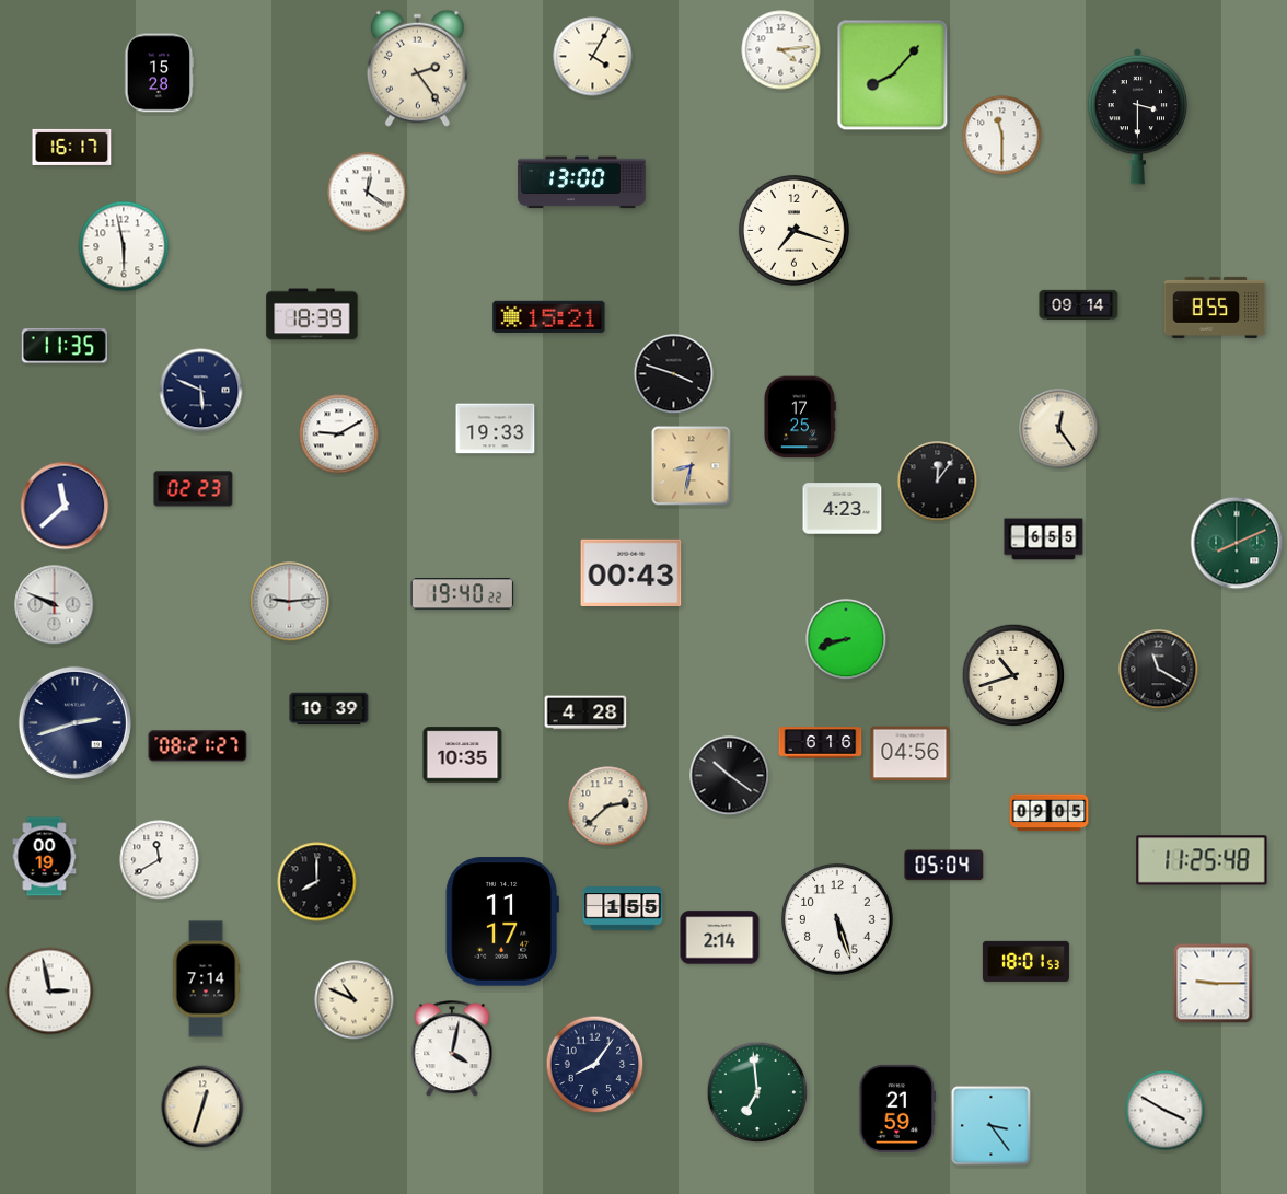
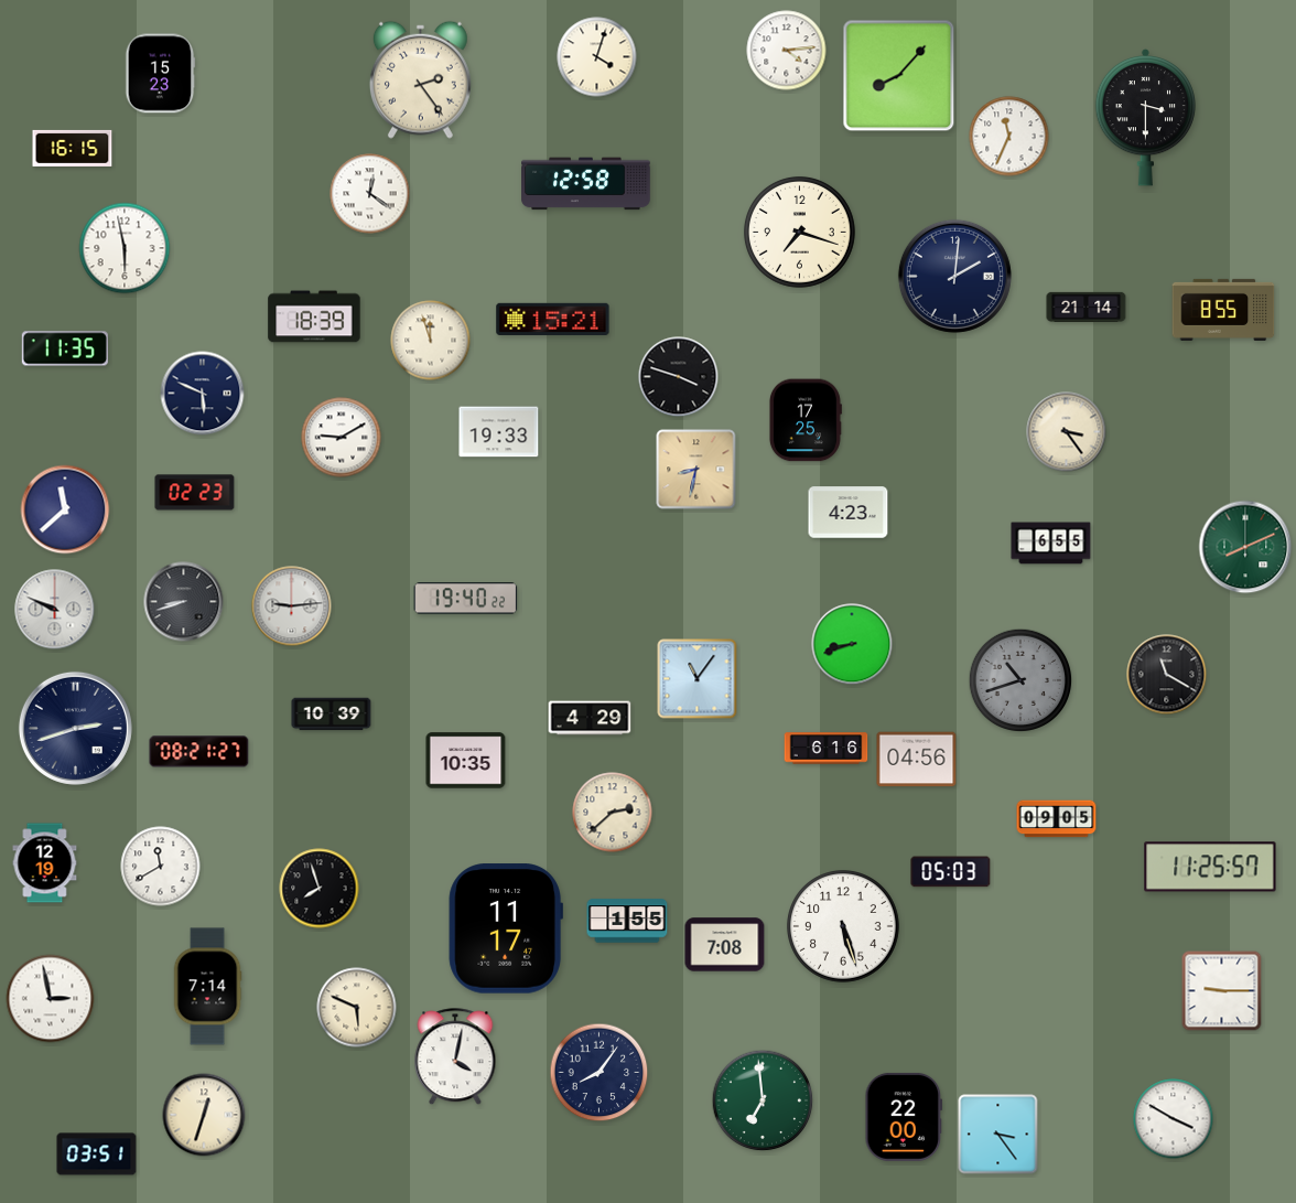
clock at (593, 57): 4:05 -> 4:03
clock at (417, 68) position: (417, 68) -> (420, 79)
clock at (159, 73): 15:28 -> 15:23
clock at (1002, 136): 11:30 -> 11:34
clock at (72, 147): 16:17 -> 16:15
clock at (582, 183): 13:00 -> 12:58
clock at (954, 276): none -> 2:01
clock at (1079, 304): 09:14 -> 21:14
clock at (431, 341): none -> 11:57
clock at (1059, 429): 12:24 -> 3:24
clock at (938, 482): 12:06 -> none
clock at (631, 572): 00:43 -> none
clock at (184, 602): none -> 8:42
clock at (698, 679): none -> 11:06
clock at (1013, 675) dial: cream -> grey
clock at (585, 712): 4:28 -> 4:29
clock at (730, 776): 10:21 -> none
clock at (45, 857): 00:19 -> 12:19
clock at (1202, 860): 11:25:48 -> 11:25:57
clock at (944, 866): 05:04 -> 05:03
clock at (317, 882): 8:00 -> 7:57
clock at (623, 908) position: (623, 908) -> (627, 921)
clock at (720, 938): 2:14 -> 7:08
clock at (1025, 961): 18:01 -> none
clock at (355, 1000): 10:49 -> 5:49
clock at (897, 1109): 21:59 -> 22:00
clock at (97, 1154): none -> 03:51
